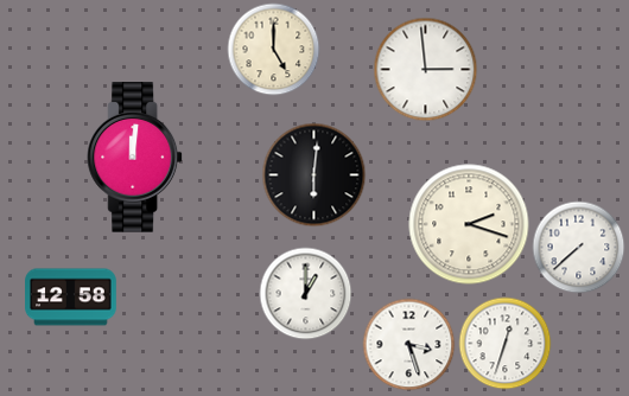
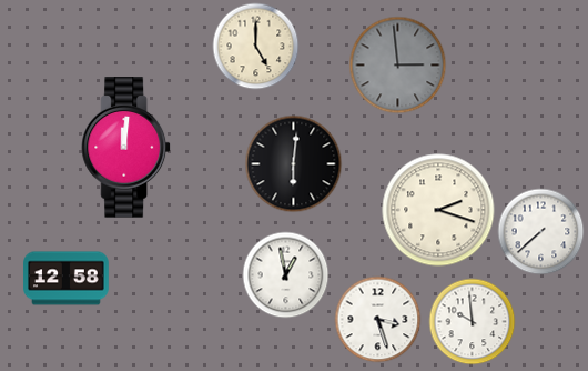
clock at (425, 69) dial: white -> grey
clock at (305, 293): 1:00 -> 12:58
clock at (504, 343): 12:33 -> 9:59
clock at (408, 344) position: (408, 344) -> (377, 319)
